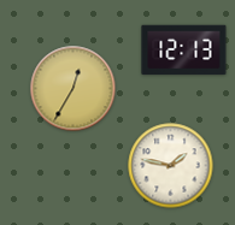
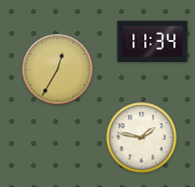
clock at (184, 51): 12:13 -> 11:34
clock at (74, 89) position: (74, 89) -> (58, 70)
